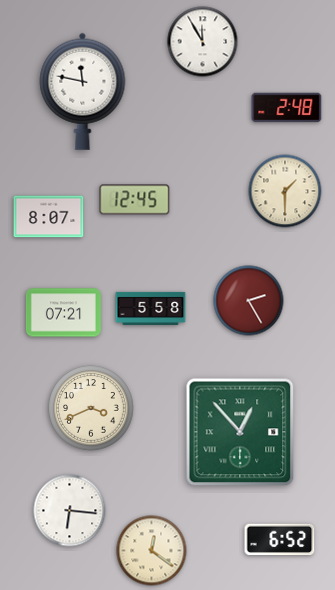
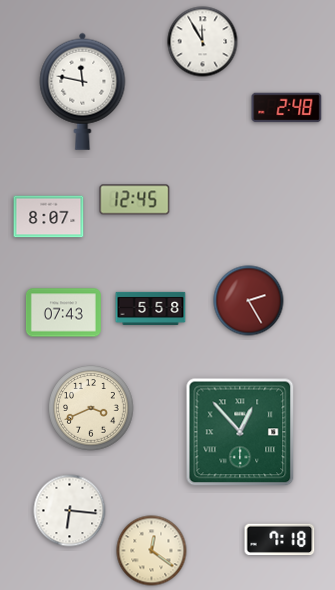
clock at (285, 191): 1:30 -> none
clock at (63, 313): 07:21 -> 07:43
clock at (280, 540): 6:52 -> 7:18
